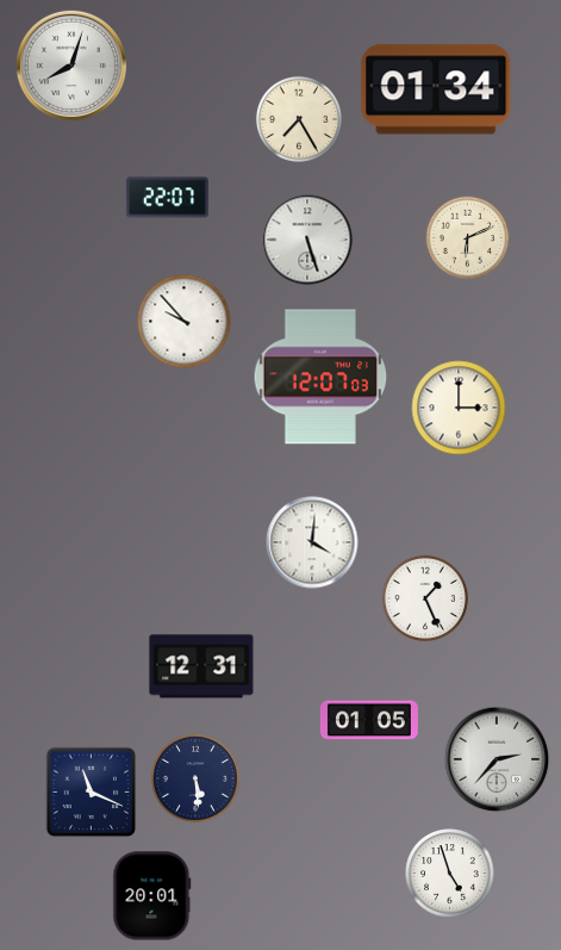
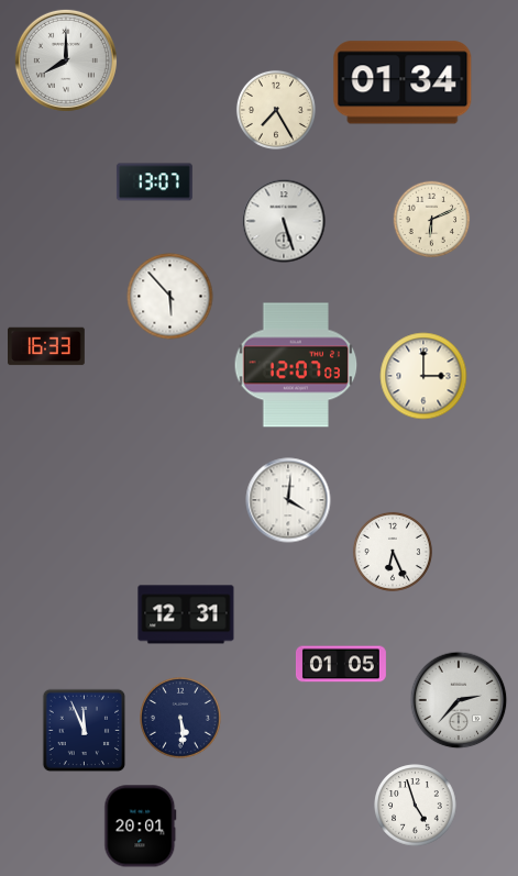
clock at (71, 66): 8:03 -> 8:00
clock at (167, 198): 22:07 -> 13:07
clock at (185, 322): 9:53 -> 5:53
clock at (47, 346): none -> 16:33
clock at (320, 377) position: (320, 377) -> (296, 365)
clock at (425, 598): 1:26 -> 6:26
clock at (92, 793): 11:19 -> 11:56
